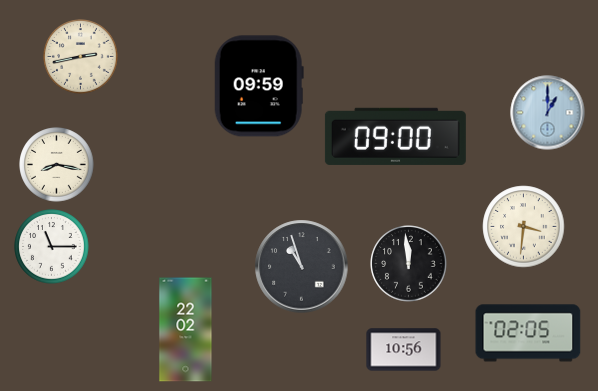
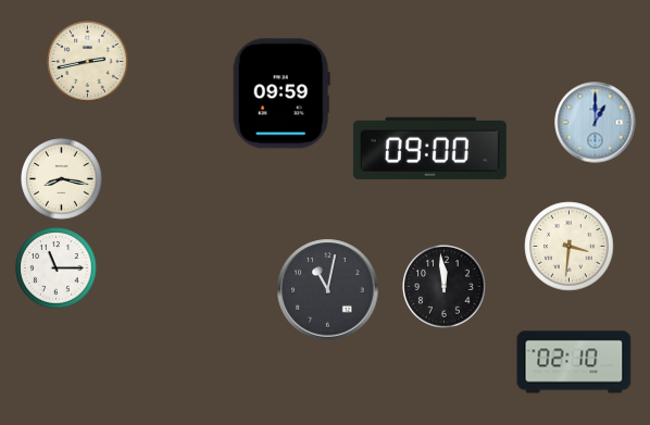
clock at (302, 267): 10:57 -> 11:02
clock at (186, 330): 22:02 -> none
clock at (528, 333): 02:05 -> 02:10
clock at (404, 350): 10:56 -> none
